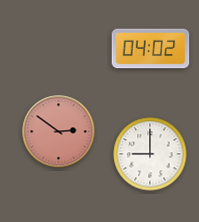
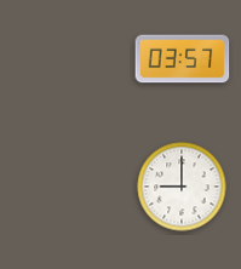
clock at (151, 49): 04:02 -> 03:57
clock at (59, 132): 2:51 -> none
